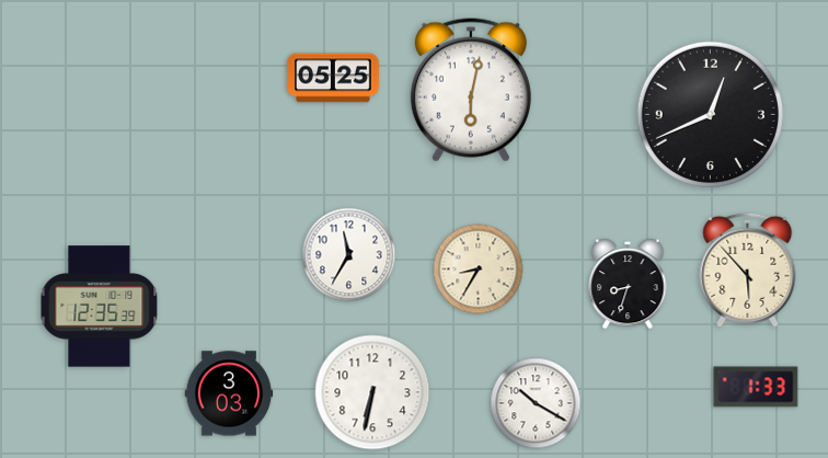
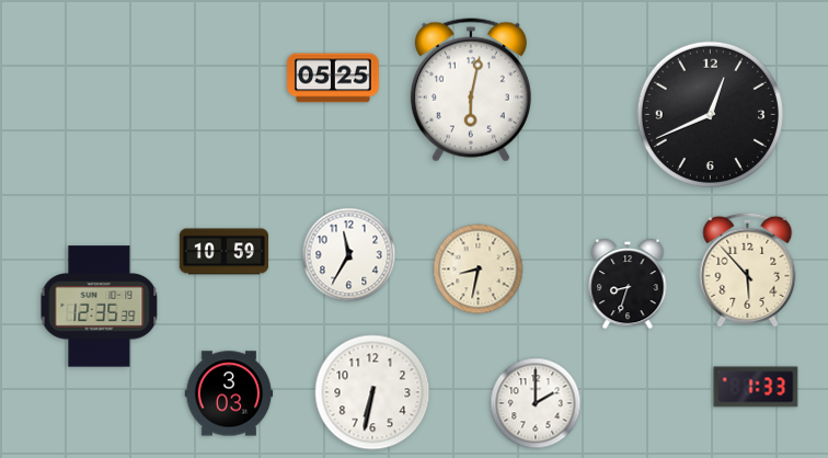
clock at (223, 252): none -> 10:59
clock at (479, 270): 8:35 -> 8:32
clock at (536, 403): 10:20 -> 2:00
